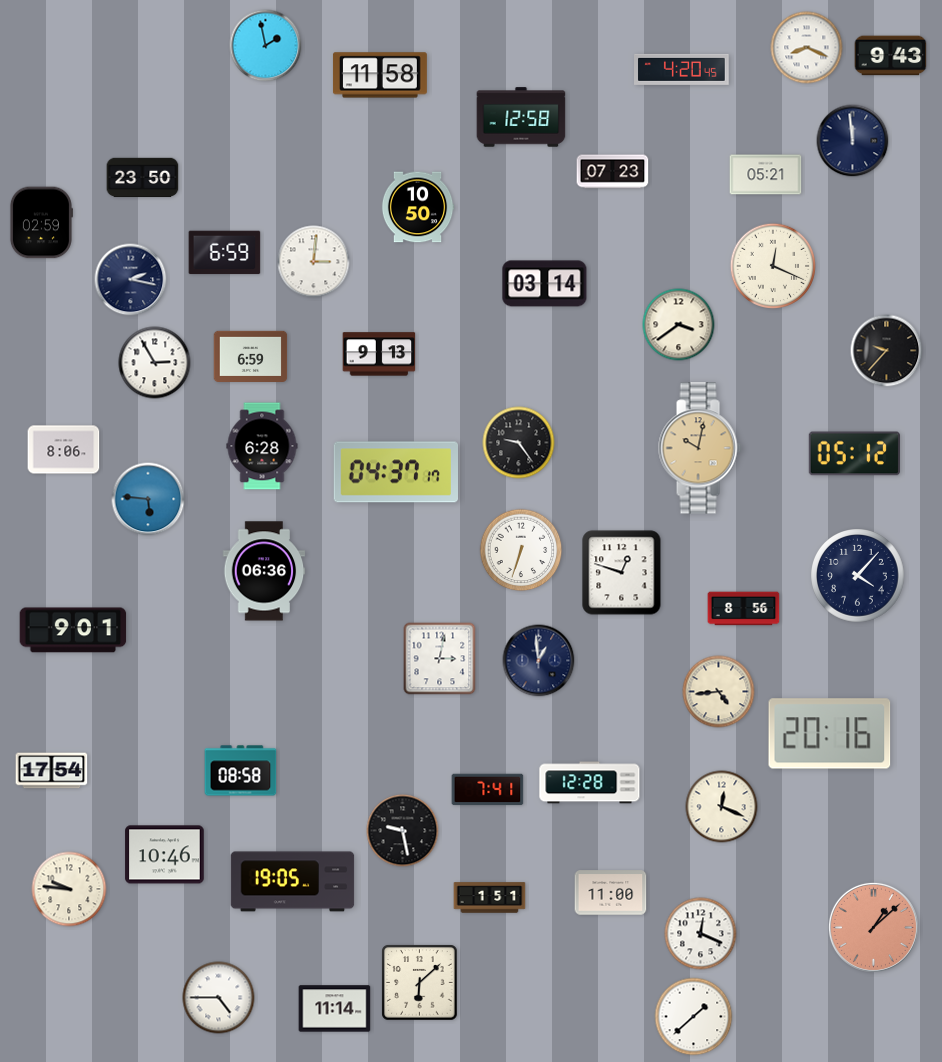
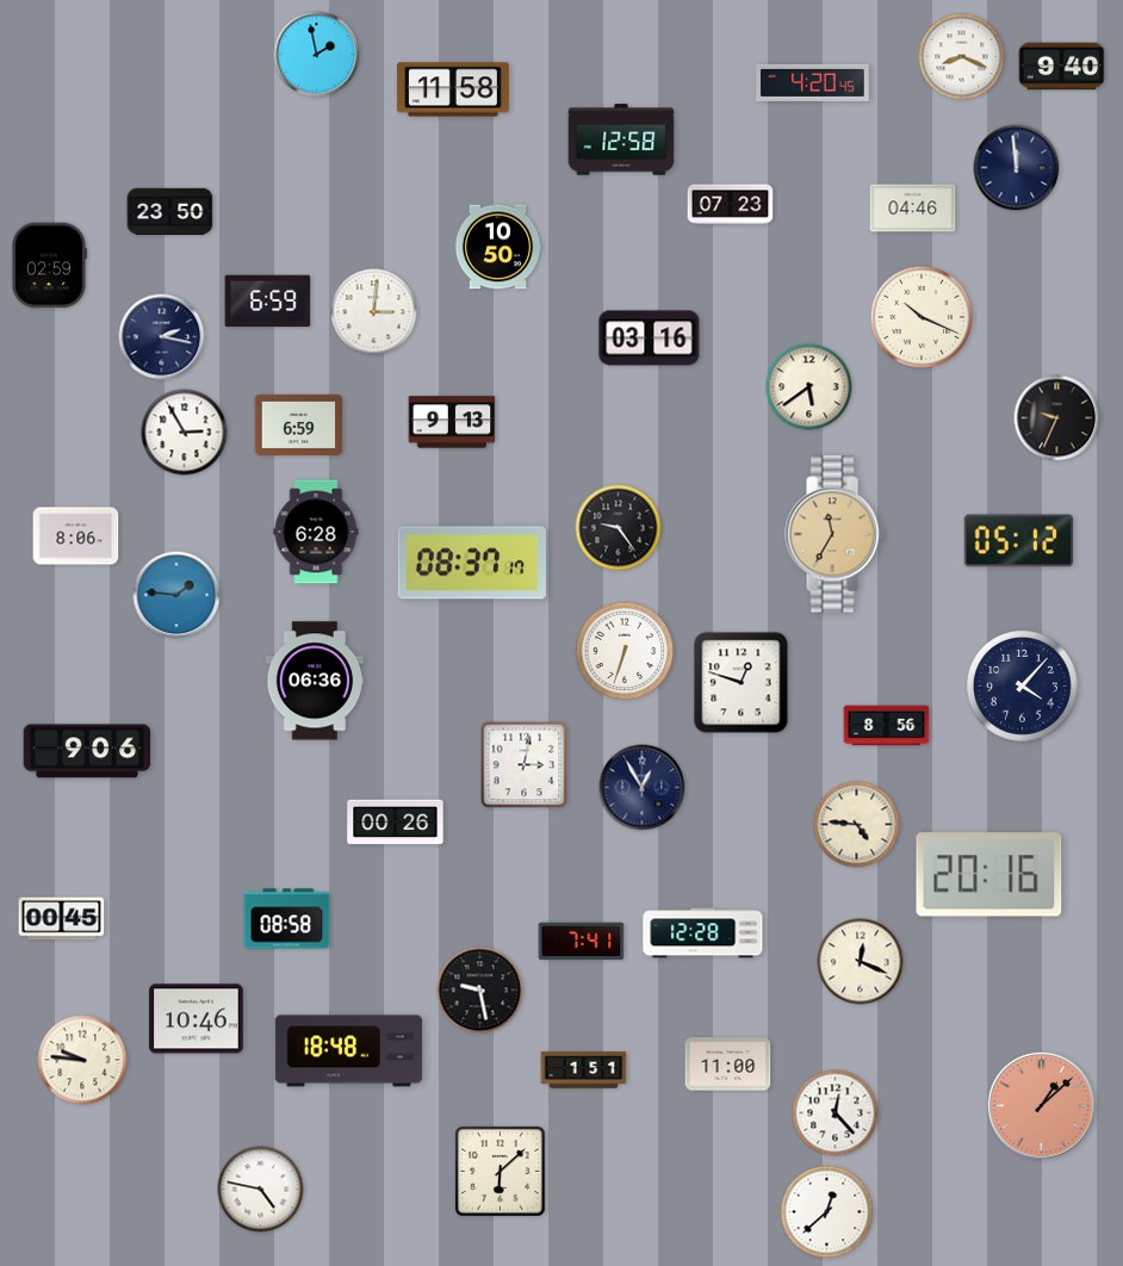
clock at (891, 56): 9:43 -> 9:40
clock at (766, 175): 05:21 -> 04:46
clock at (773, 266): 12:19 -> 10:19
clock at (131, 280) position: (131, 280) -> (162, 337)
clock at (545, 284): 03:14 -> 03:16
clock at (679, 325): 3:39 -> 5:39
clock at (887, 351): 9:37 -> 9:34
clock at (262, 446) position: (262, 446) -> (316, 532)
clock at (700, 448): 10:02 -> 11:35
clock at (395, 472): 04:37 -> 08:37
clock at (148, 499): 5:46 -> 1:46
clock at (521, 550) position: (521, 550) -> (625, 651)
clock at (73, 630): 9:01 -> 9:06
clock at (440, 659) position: (440, 659) -> (525, 765)
clock at (539, 661): 12:59 -> 12:55
clock at (396, 823): none -> 00:26
clock at (719, 692): 4:44 -> 4:46
clock at (52, 771): 17:54 -> 00:45
clock at (293, 882): 19:05 -> 18:48
clock at (701, 934): 12:19 -> 12:23
clock at (219, 998): 4:45 -> 4:47
clock at (335, 1009): 11:14 -> none
clock at (694, 1017): 1:38 -> 12:38
